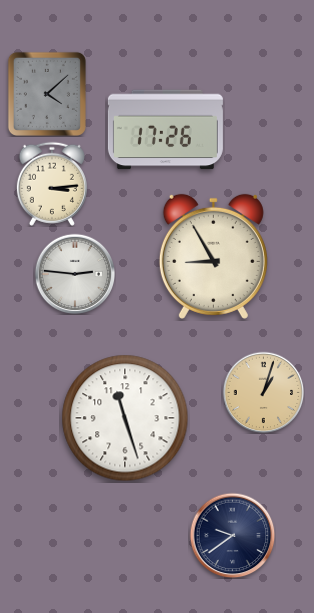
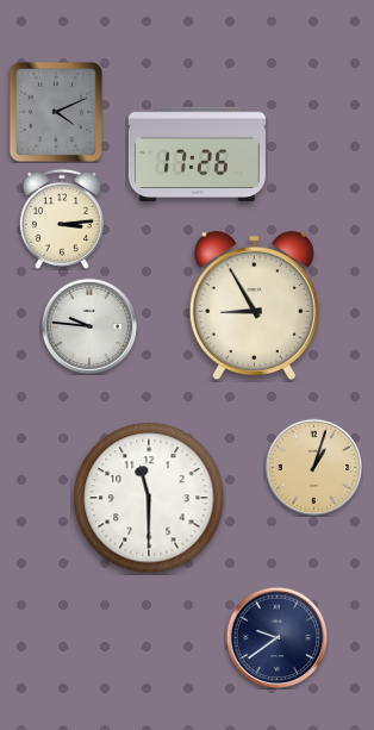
clock at (47, 94): 4:08 -> 4:11
clock at (75, 274): 2:46 -> 9:46
clock at (125, 418): 11:27 -> 11:30
